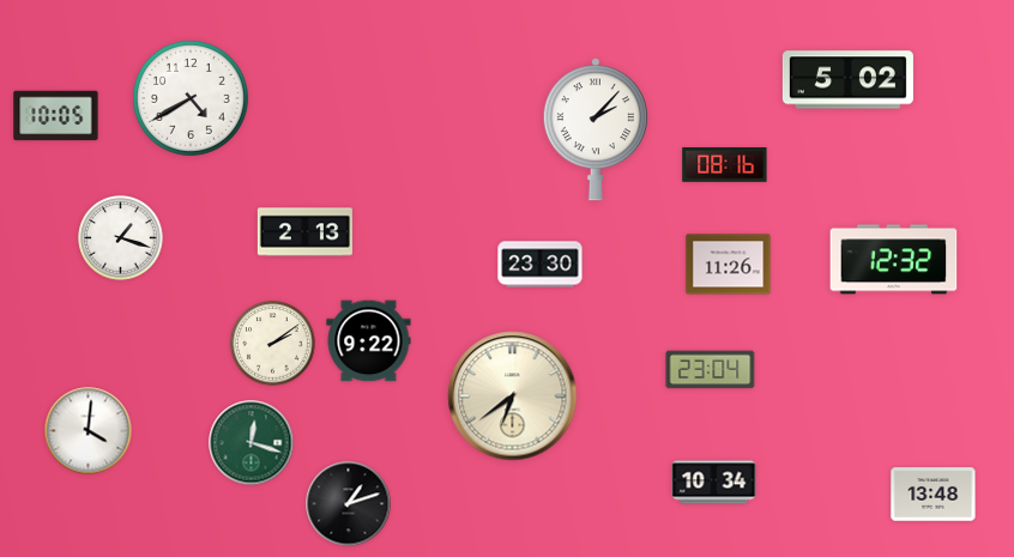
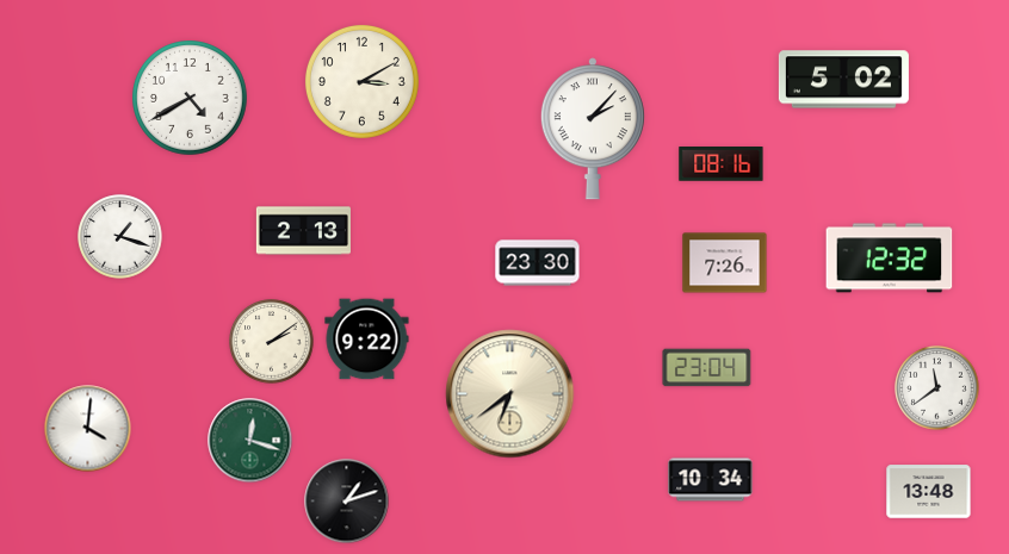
clock at (361, 81): none -> 3:10
clock at (56, 116): 10:05 -> none
clock at (729, 265): 11:26 -> 7:26
clock at (937, 388): none -> 11:39
